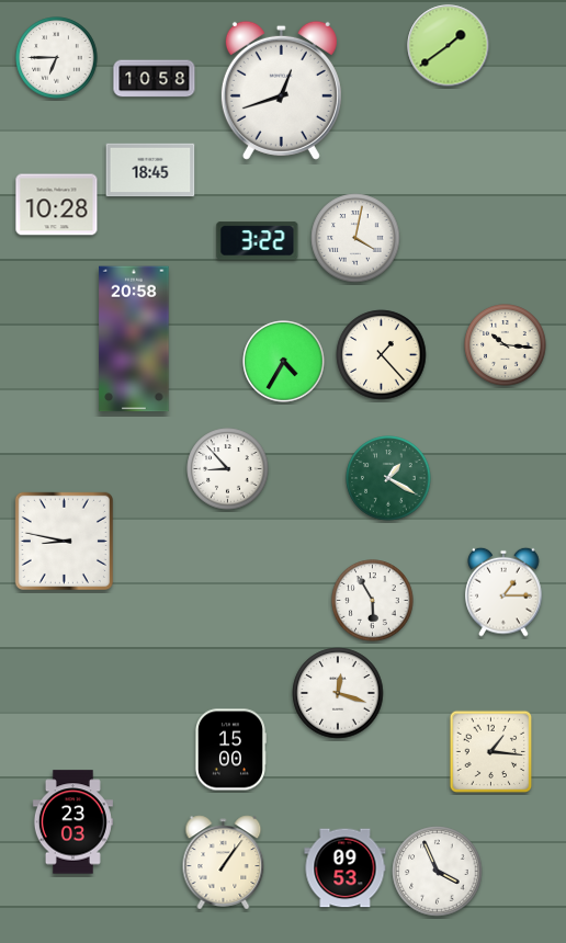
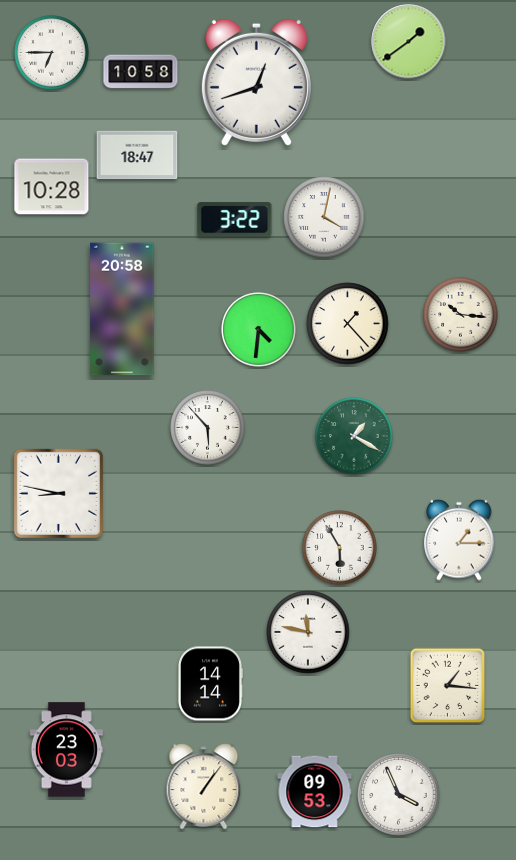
clock at (150, 170): 18:45 -> 18:47
clock at (284, 362): 4:35 -> 4:31
clock at (228, 469): 8:53 -> 5:53
clock at (338, 693): 12:18 -> 11:47
clock at (230, 750): 15:00 -> 14:14
